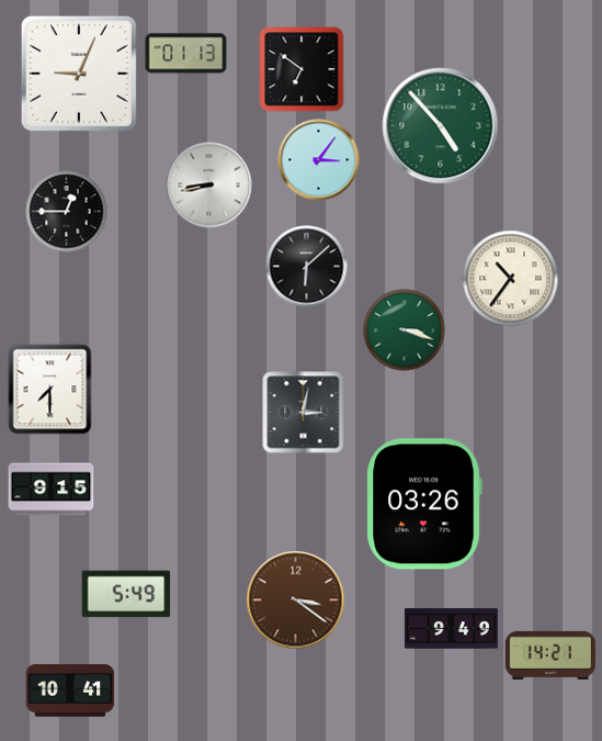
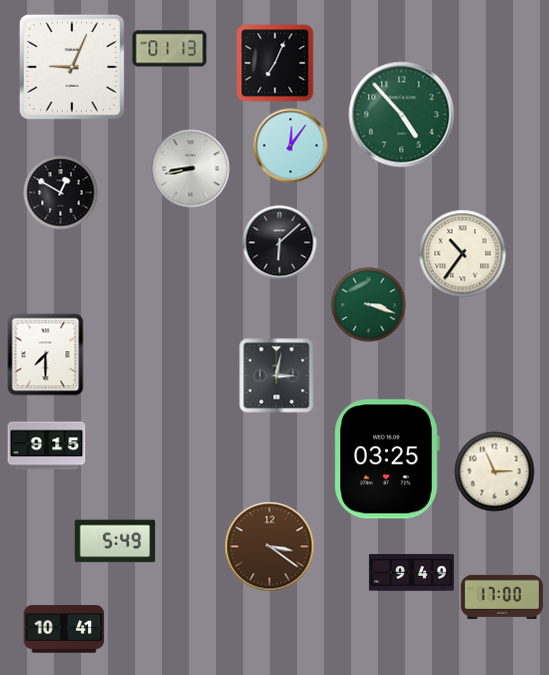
clock at (302, 69): 6:51 -> 7:04
clock at (319, 160): 3:06 -> 12:06
clock at (67, 212): 12:45 -> 12:50
clock at (511, 279) position: (511, 279) -> (463, 254)
clock at (405, 330) position: (405, 330) -> (369, 305)
clock at (424, 504): 03:26 -> 03:25
clock at (495, 472): none -> 2:56
clock at (549, 655): 14:21 -> 17:00
